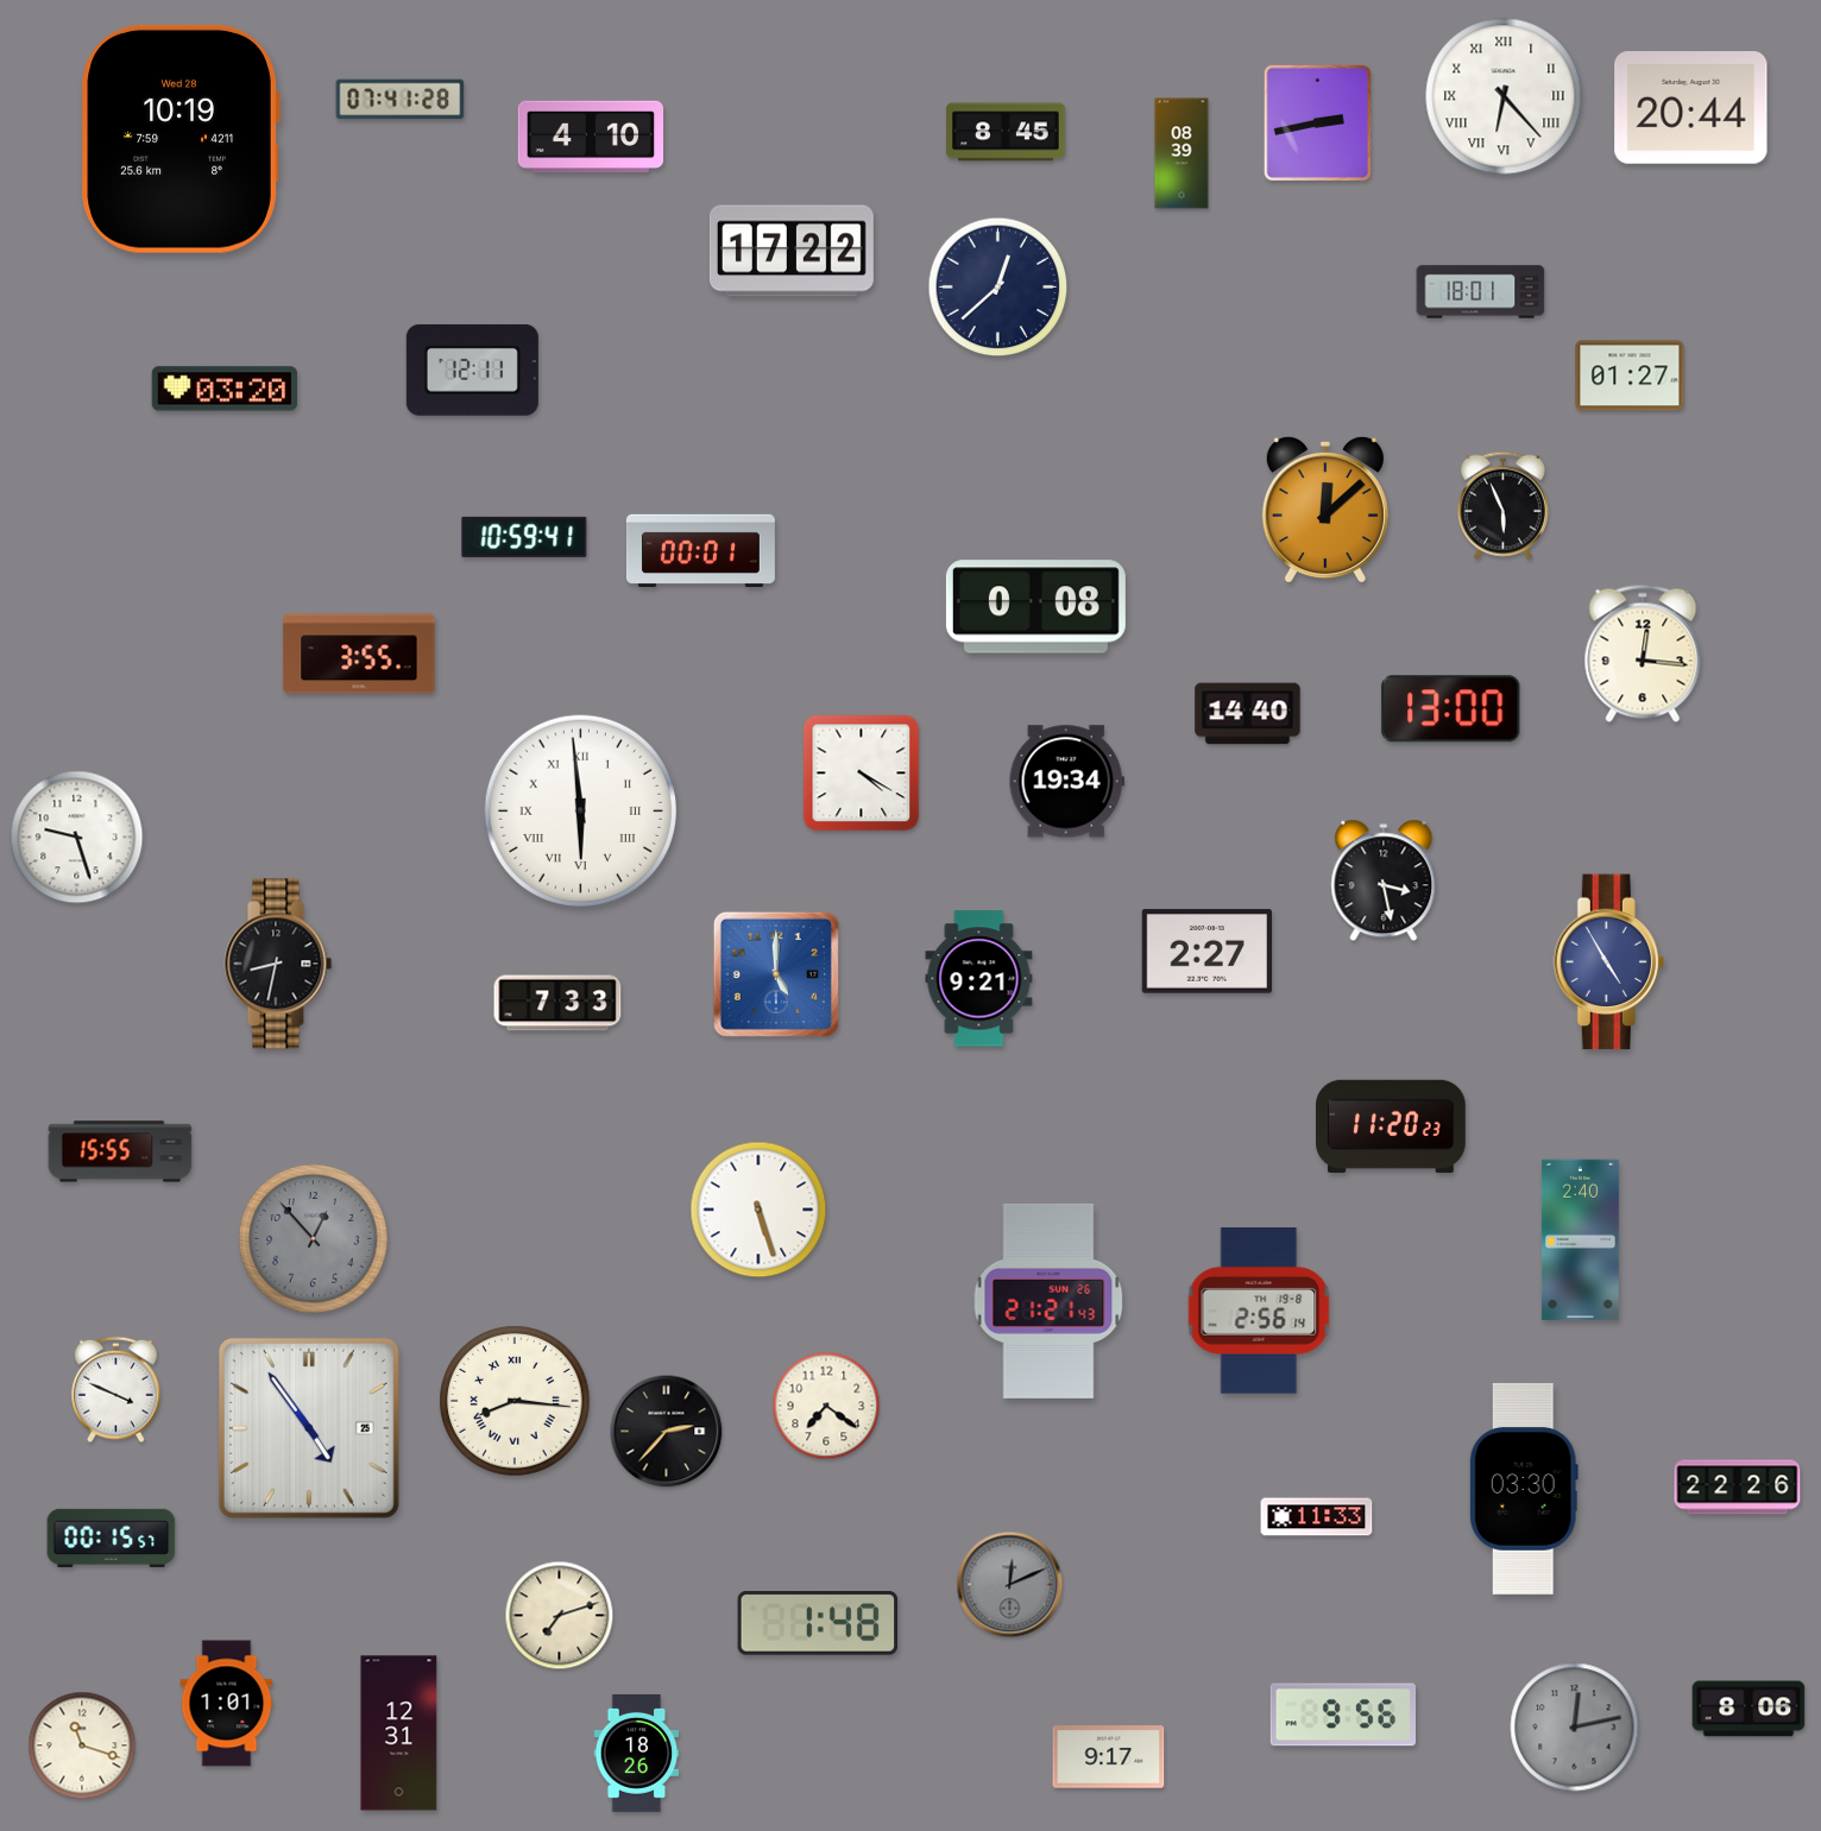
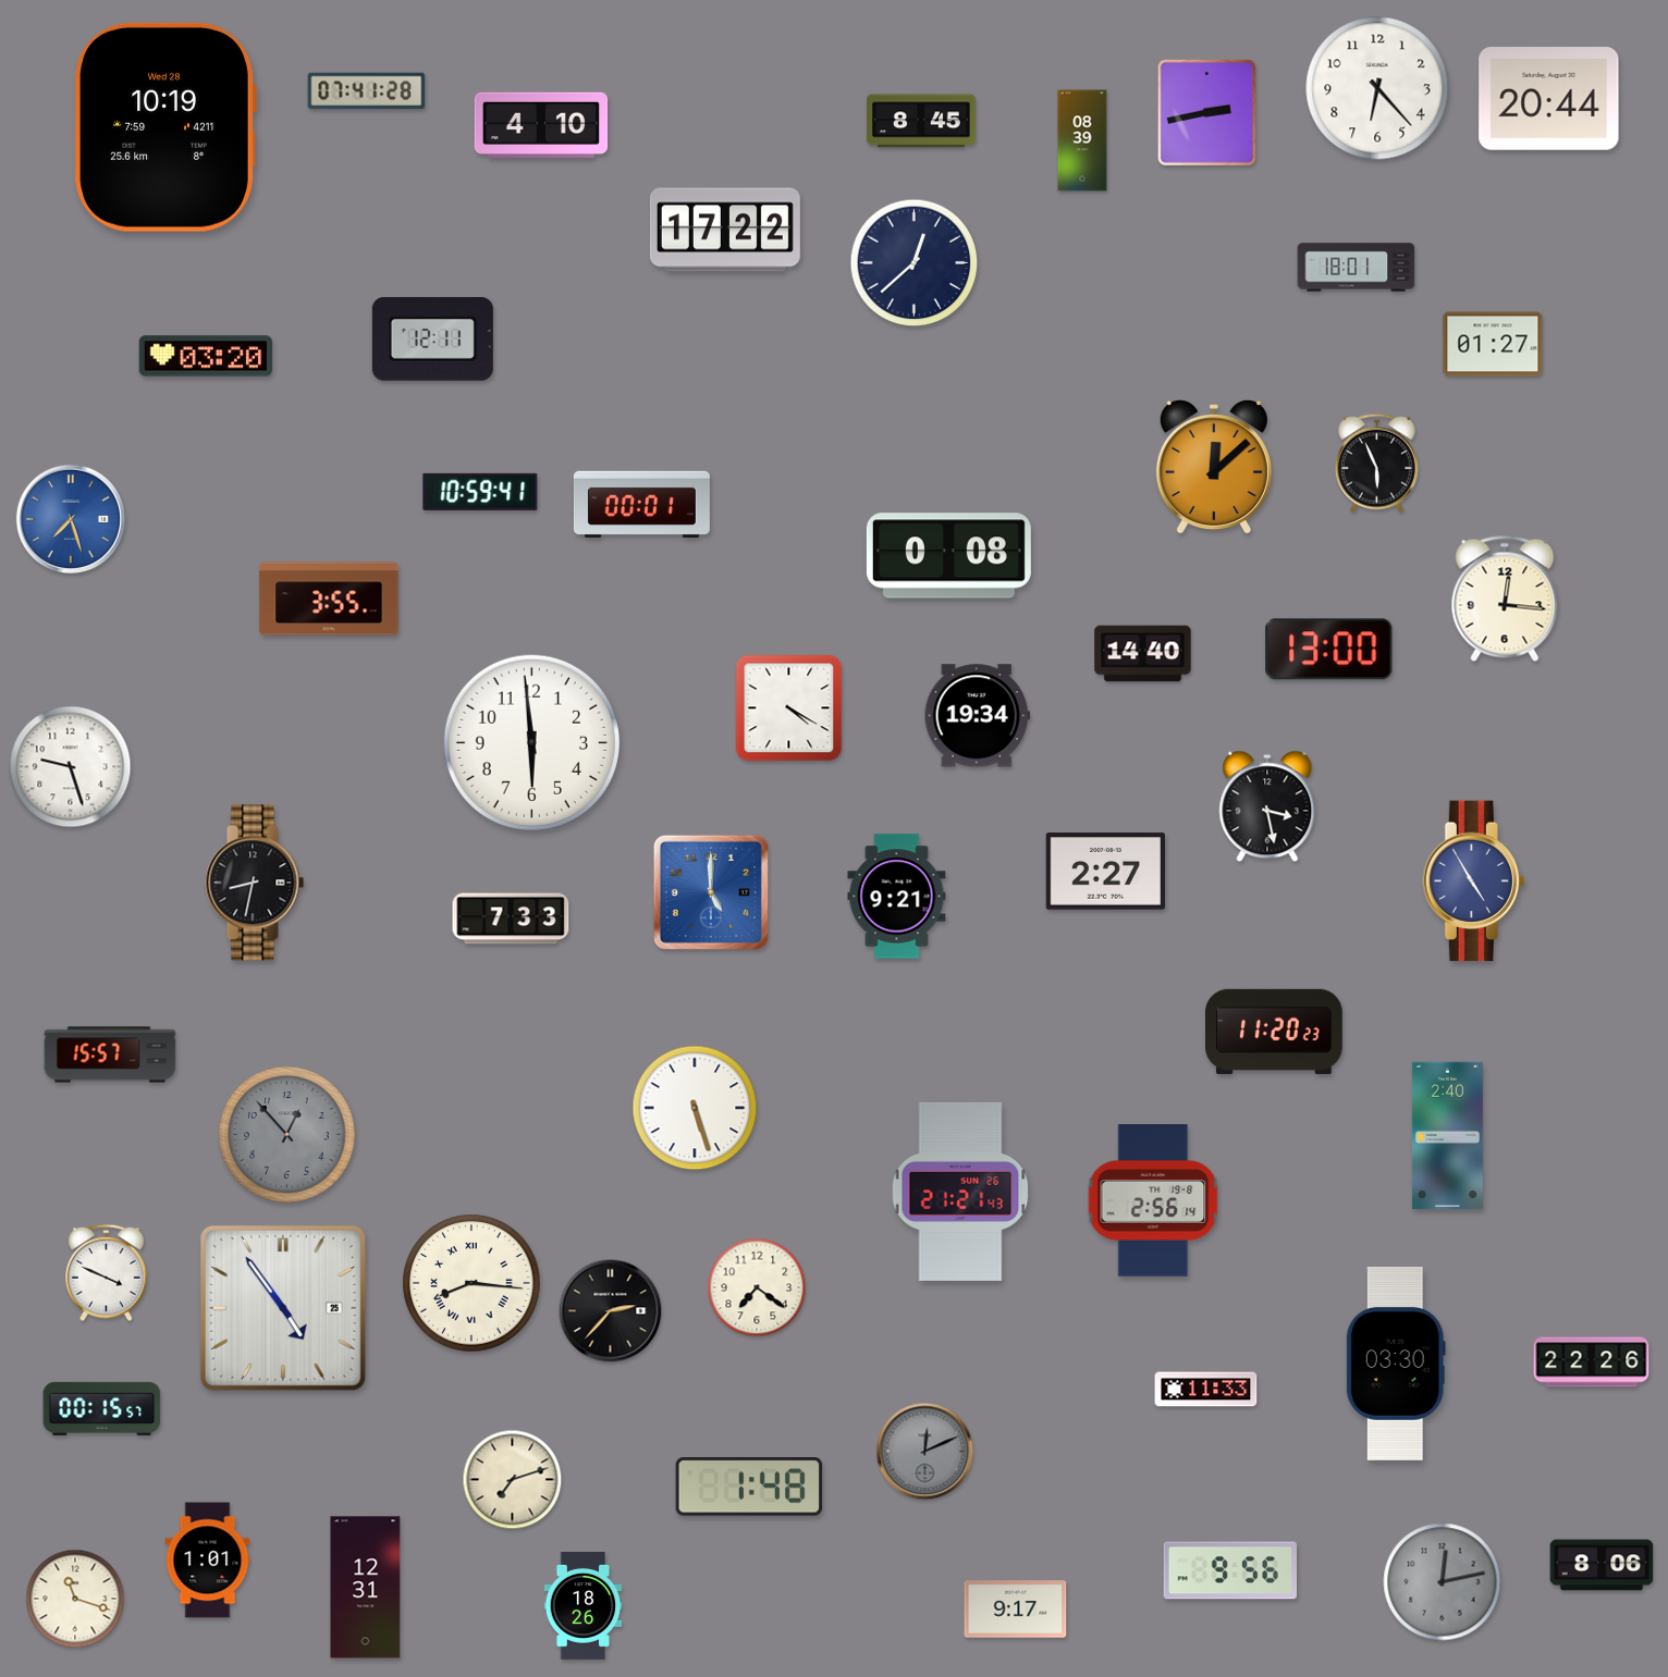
clock at (1504, 96) numerals: Roman -> Arabic
clock at (71, 519): none -> 7:27
clock at (580, 810) numerals: Roman -> Arabic
clock at (120, 1151): 15:55 -> 15:57
